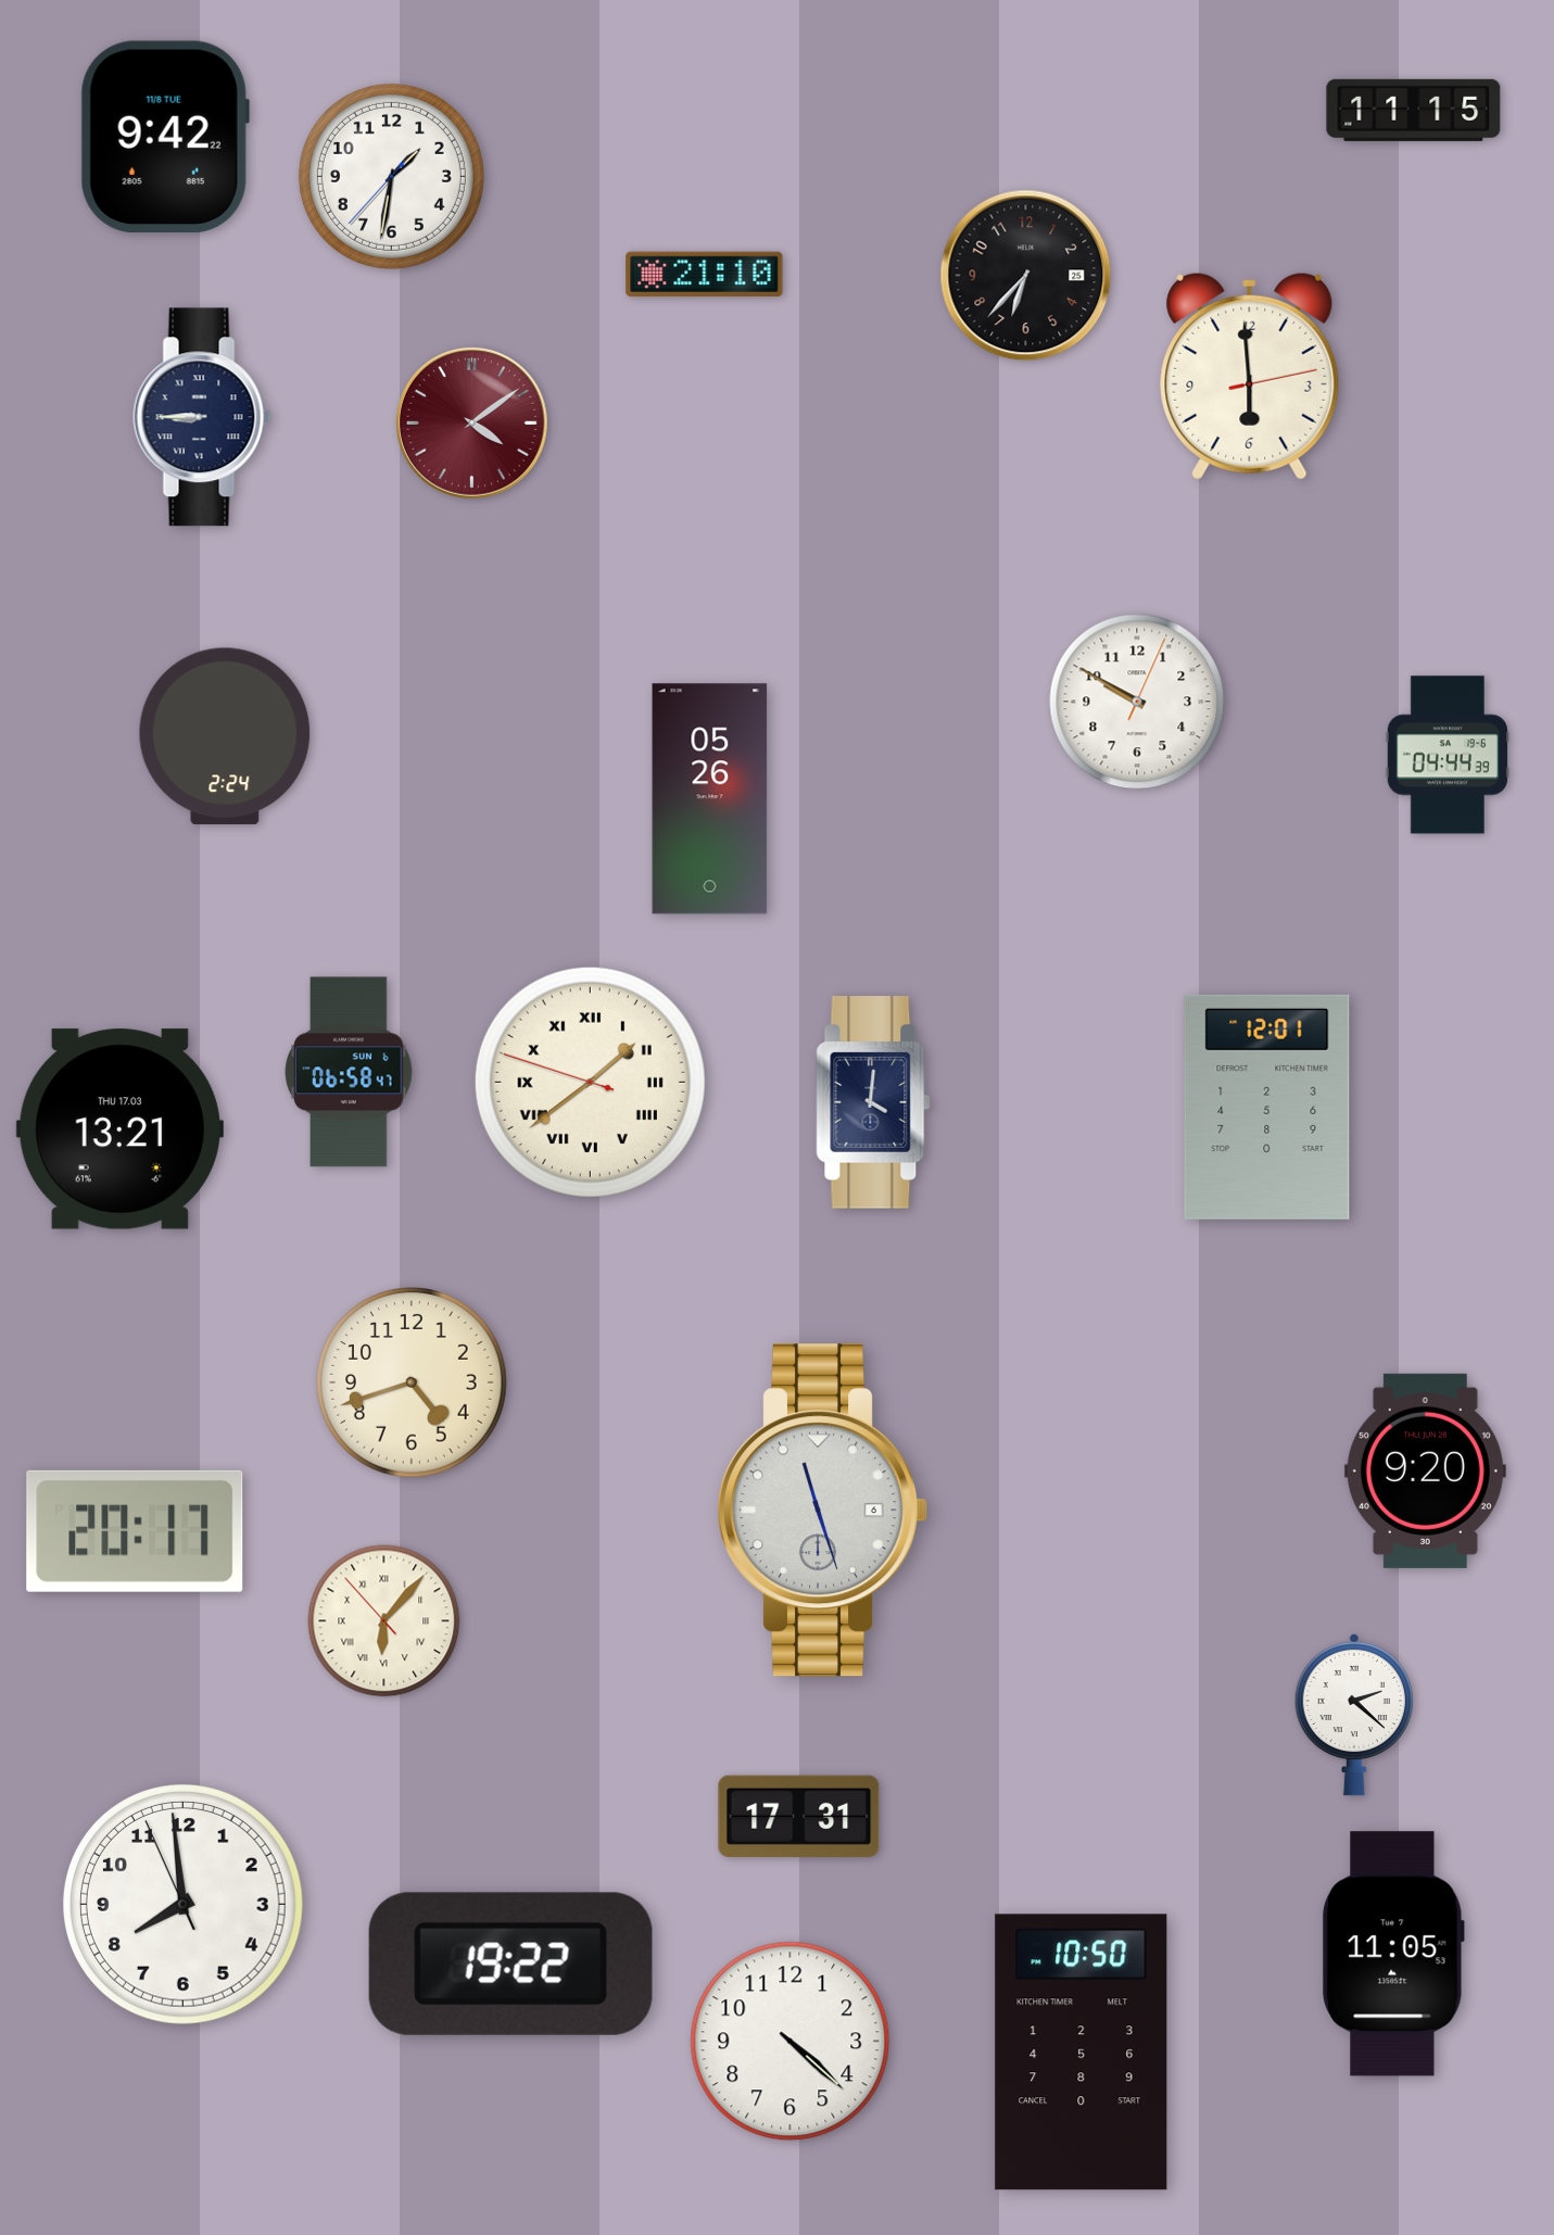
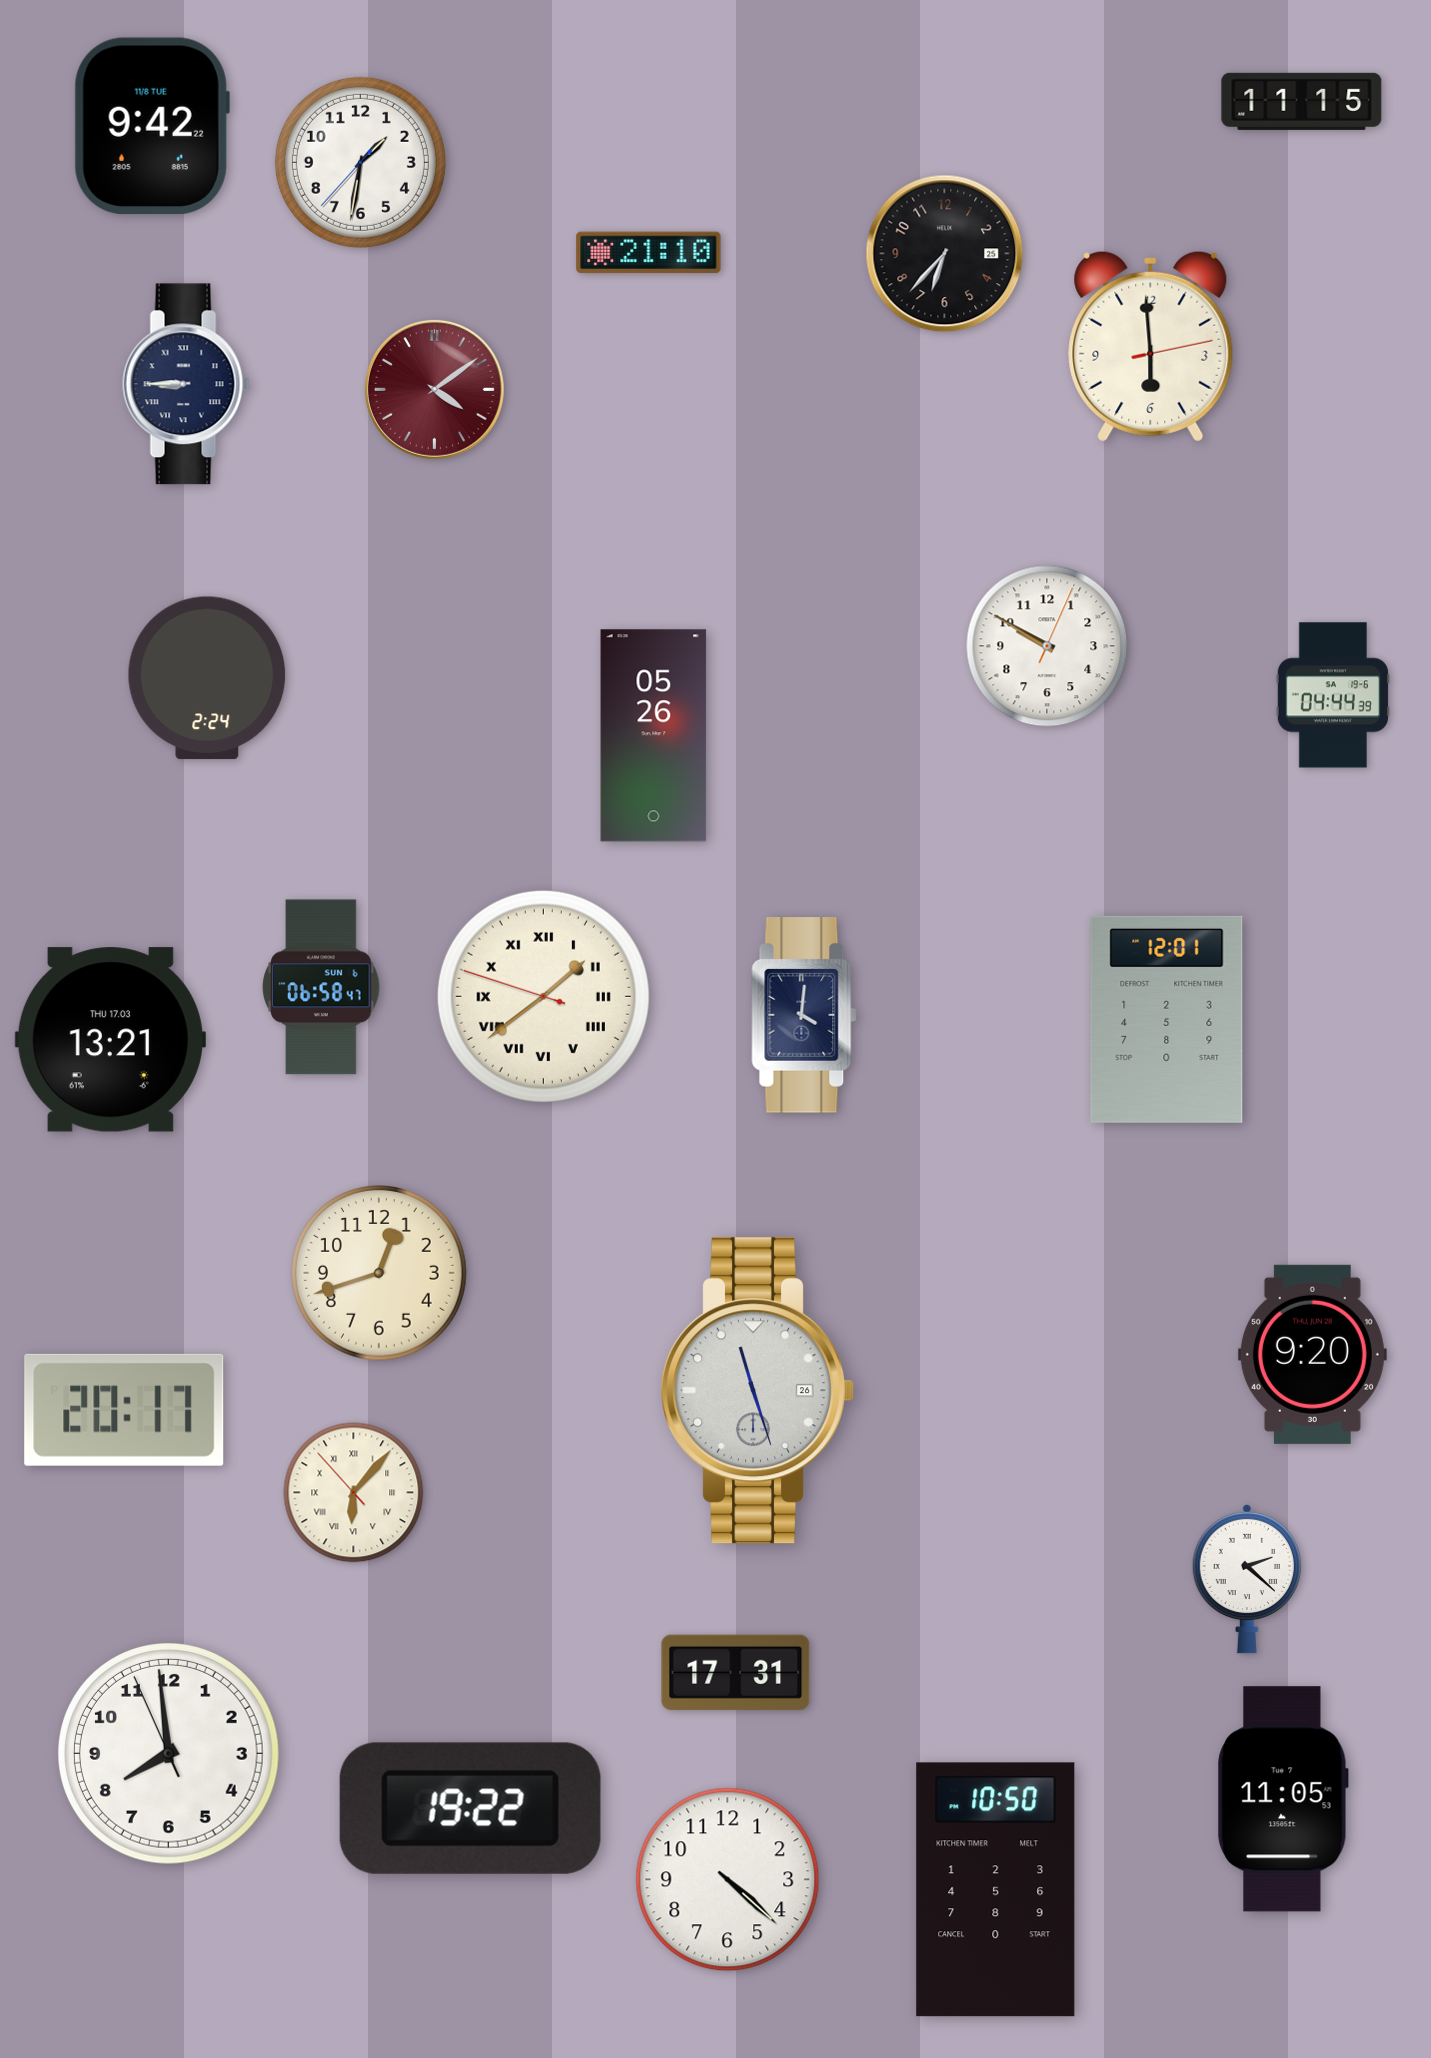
clock at (413, 1384): 4:42 -> 12:42
clock at (822, 1511) date: 6 -> 26
